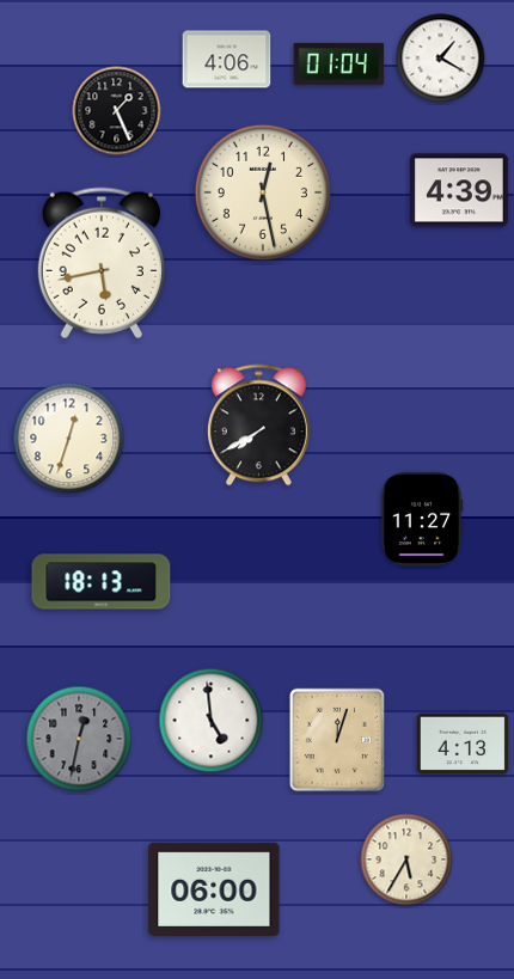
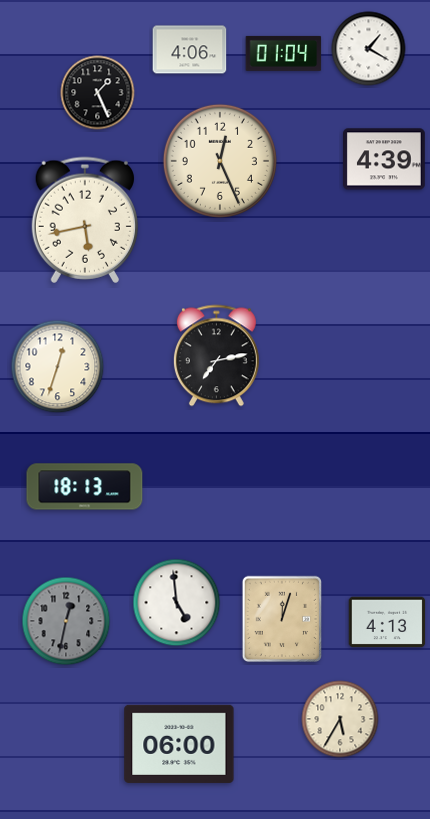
clock at (263, 192): 12:28 -> 12:26
clock at (258, 426): 7:40 -> 7:13
clock at (422, 519): 11:27 -> none
clock at (79, 739) position: (79, 739) -> (66, 621)
